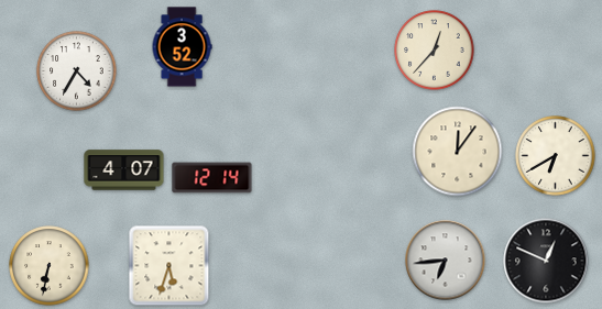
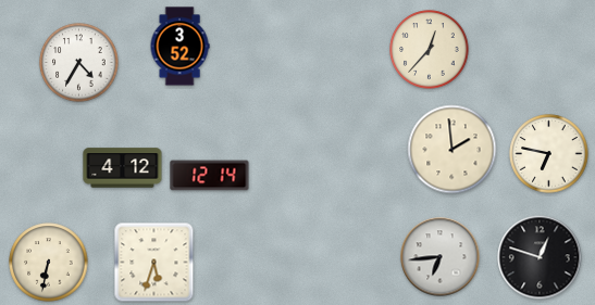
clock at (77, 71) position: (77, 71) -> (79, 63)
clock at (458, 152): 12:06 -> 1:59
clock at (556, 156): 6:40 -> 6:47
clock at (124, 170): 4:07 -> 4:12
clock at (546, 261): 12:49 -> 12:48
clock at (169, 266) position: (169, 266) -> (154, 263)
